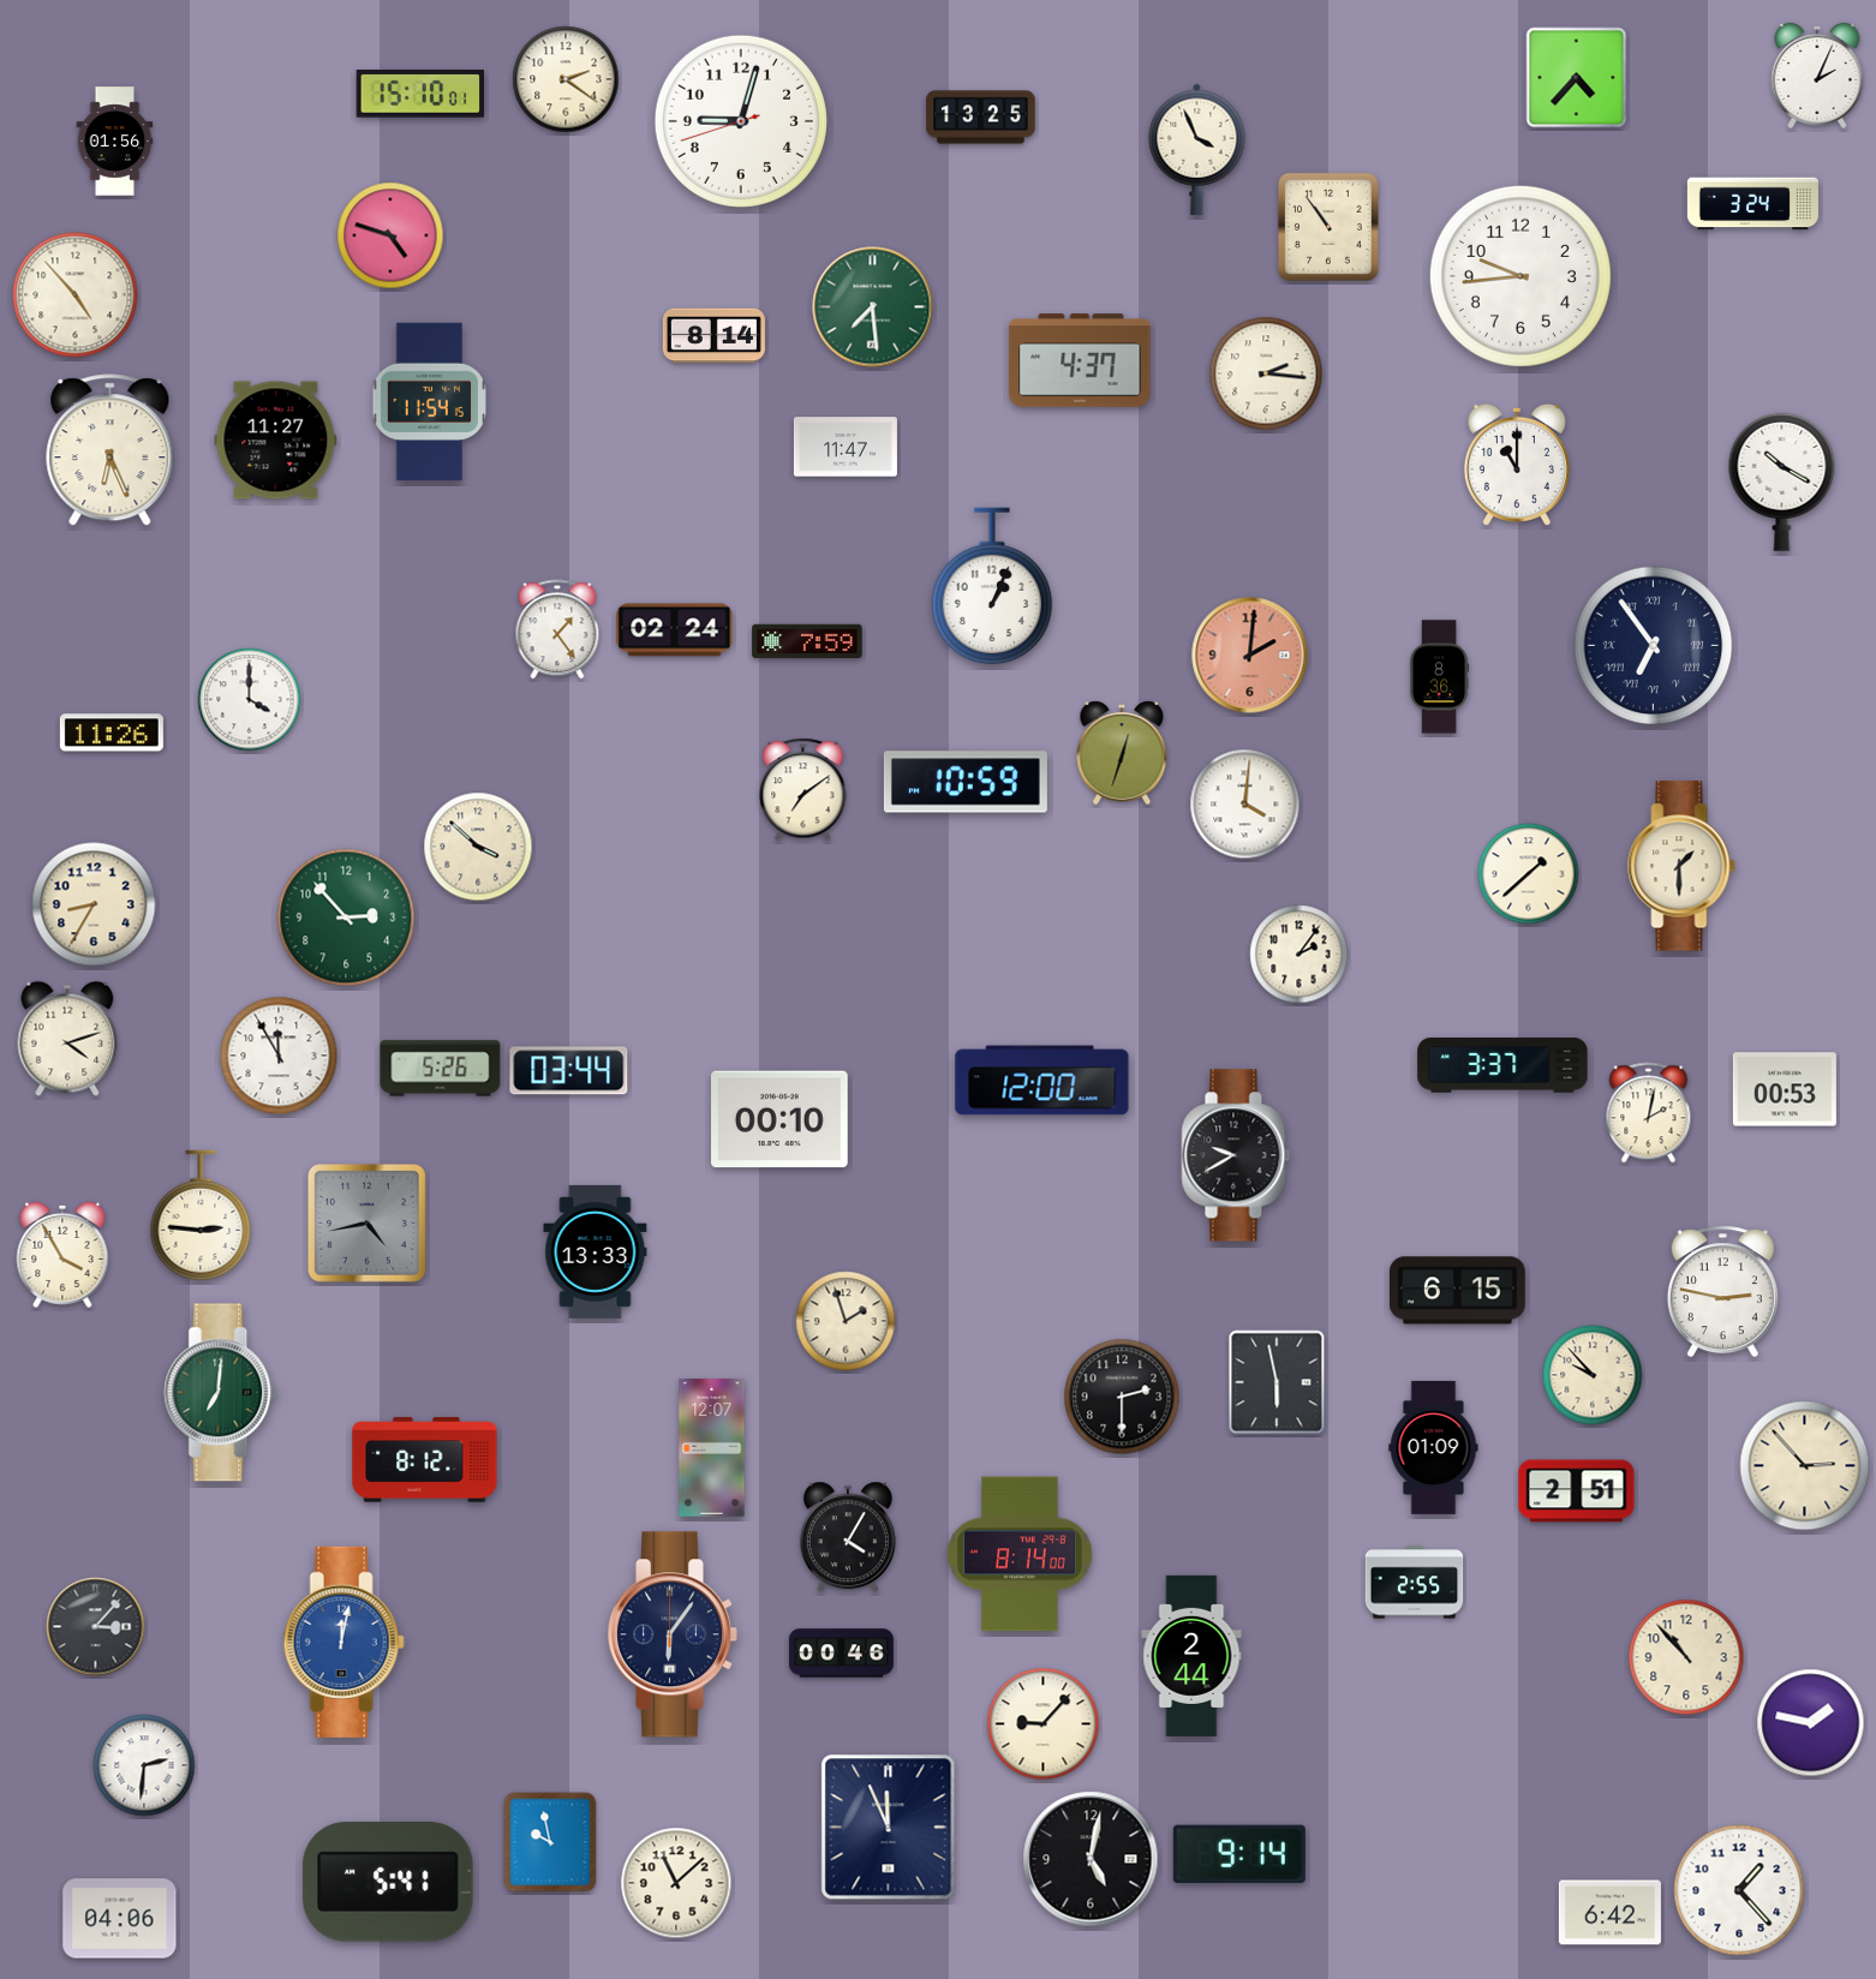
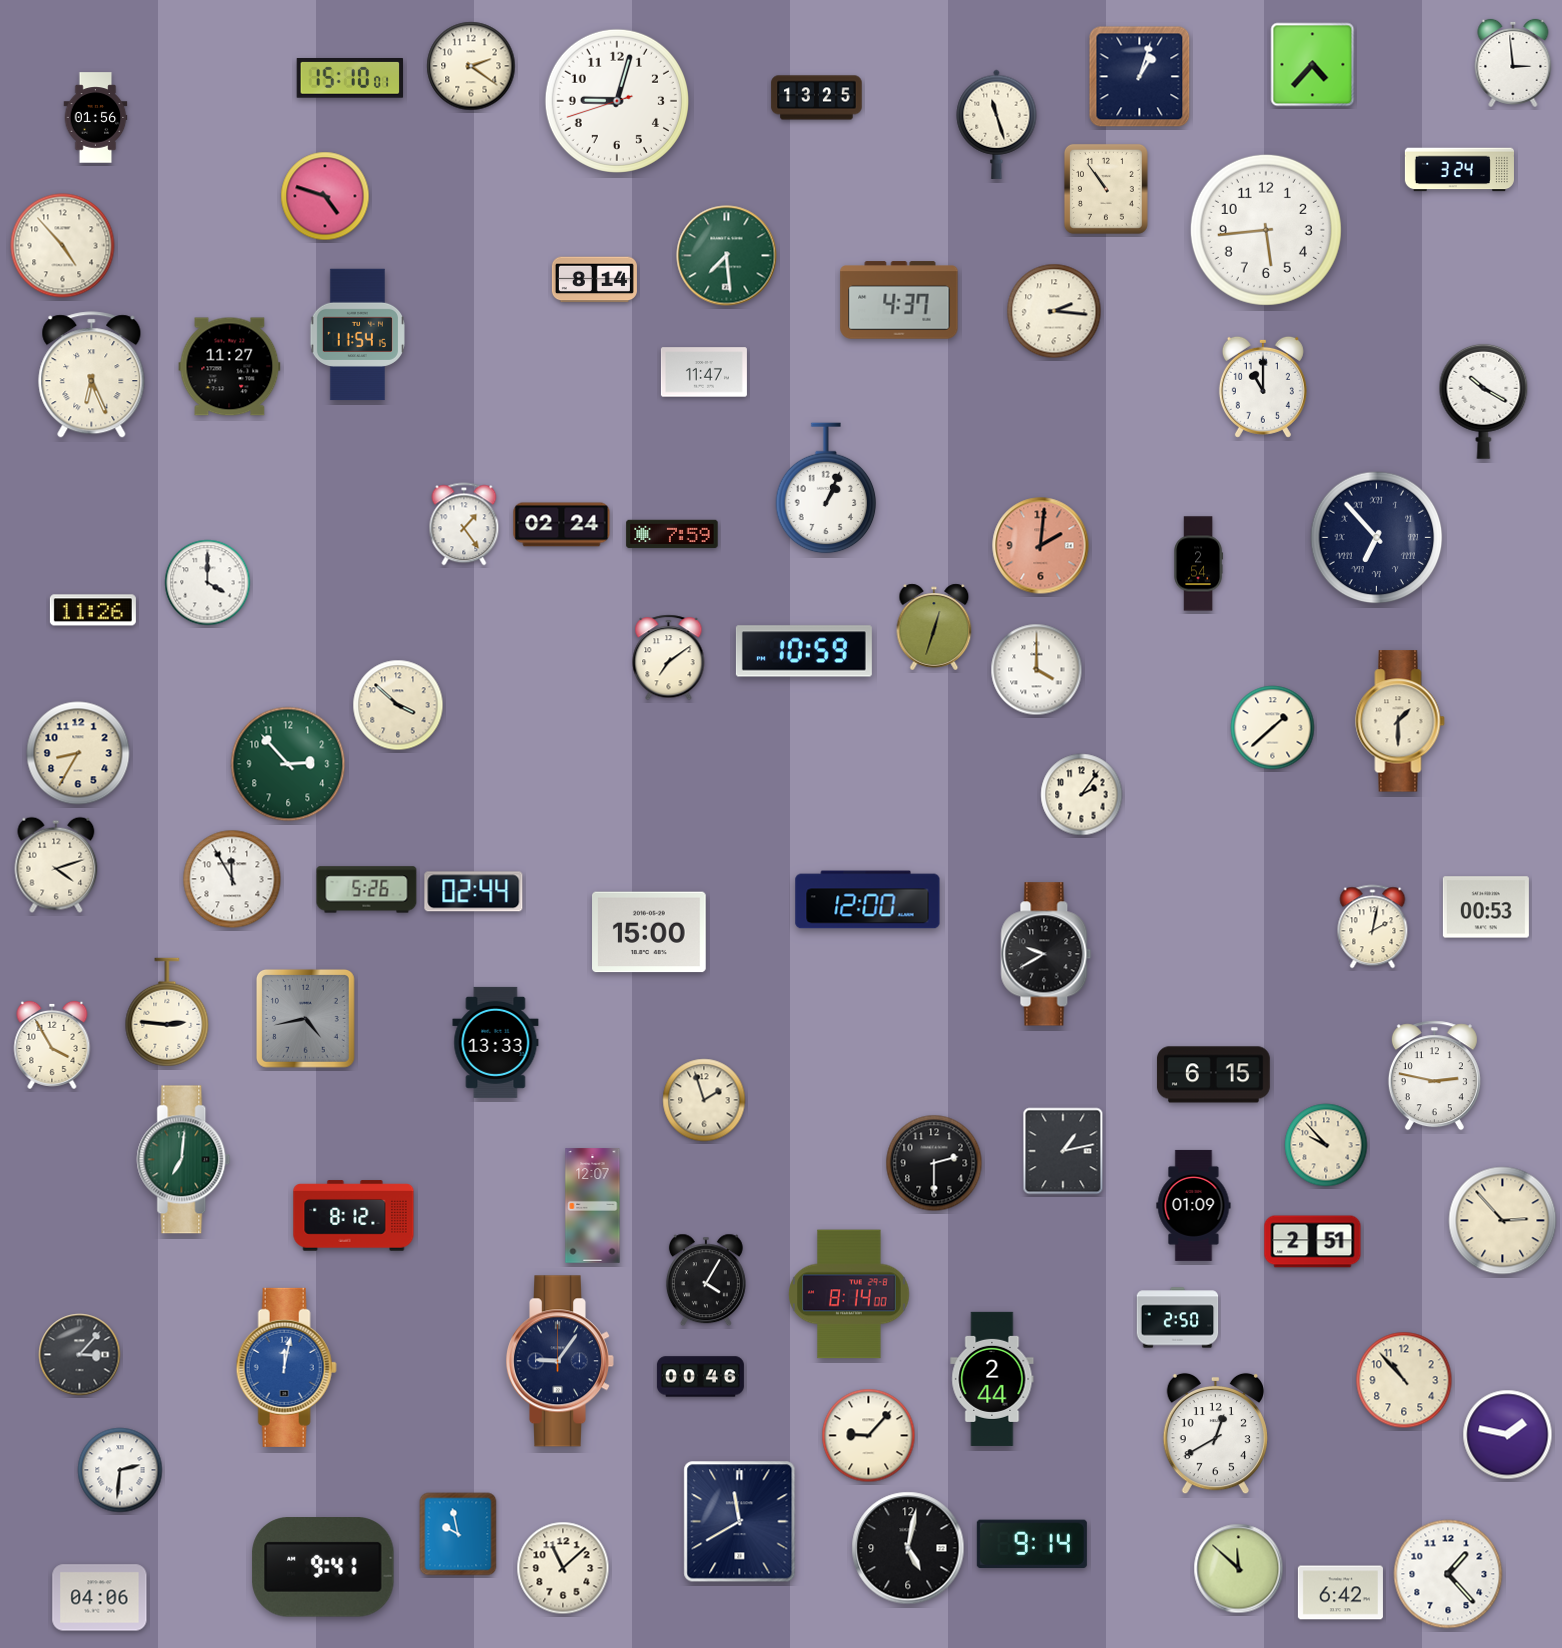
clock at (1817, 76): 2:04 -> 2:59
clock at (1140, 77): none -> 1:03
clock at (1197, 149): 3:56 -> 11:27
clock at (1520, 276): 9:44 -> 5:44
clock at (1654, 646): 6:54 -> 6:53
clock at (1440, 677): 8:36 -> 2:54
clock at (1245, 805): 4:01 -> 4:00
clock at (1502, 1065): 3:37 -> none
clock at (569, 1071): 03:44 -> 02:44
clock at (781, 1119): 00:10 -> 15:00
clock at (1236, 1155) position: (1236, 1155) -> (1046, 954)
clock at (1277, 1382): 5:58 -> 1:13
clock at (1415, 1583): 2:55 -> 2:50
clock at (671, 1634): 6:06 -> 9:06
clock at (1215, 1434): none -> 12:40
clock at (889, 1828): 11:56 -> 11:40
clock at (388, 1882): 5:41 -> 9:41
clock at (1239, 1569): none -> 11:52
